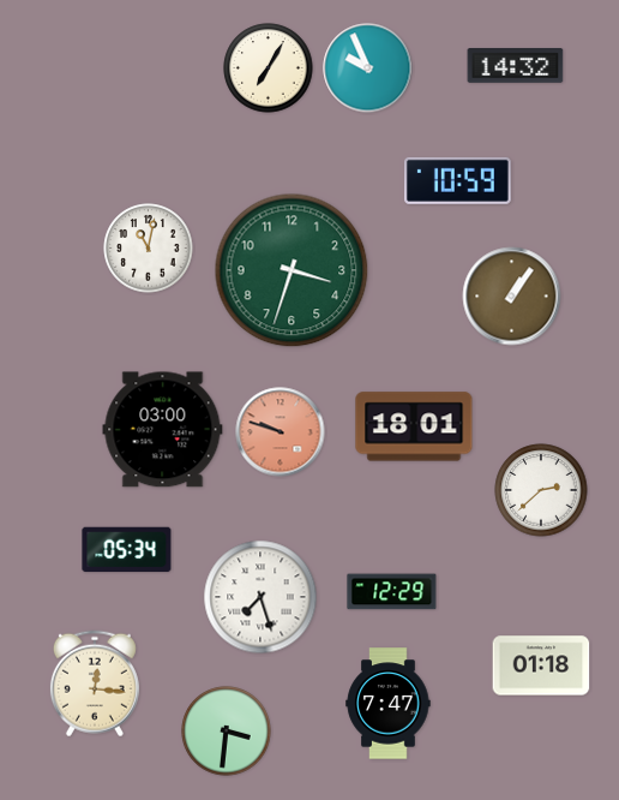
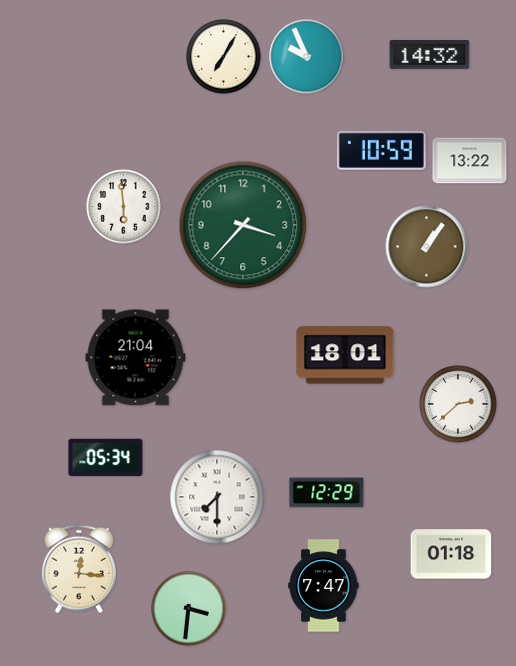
clock at (470, 161): none -> 13:22
clock at (149, 249): 11:02 -> 5:59
clock at (292, 270): 3:33 -> 3:37
clock at (163, 430): 03:00 -> 21:04
clock at (281, 432): 9:48 -> none
clock at (541, 490) position: (541, 490) -> (458, 404)
clock at (260, 597): 7:27 -> 7:30
